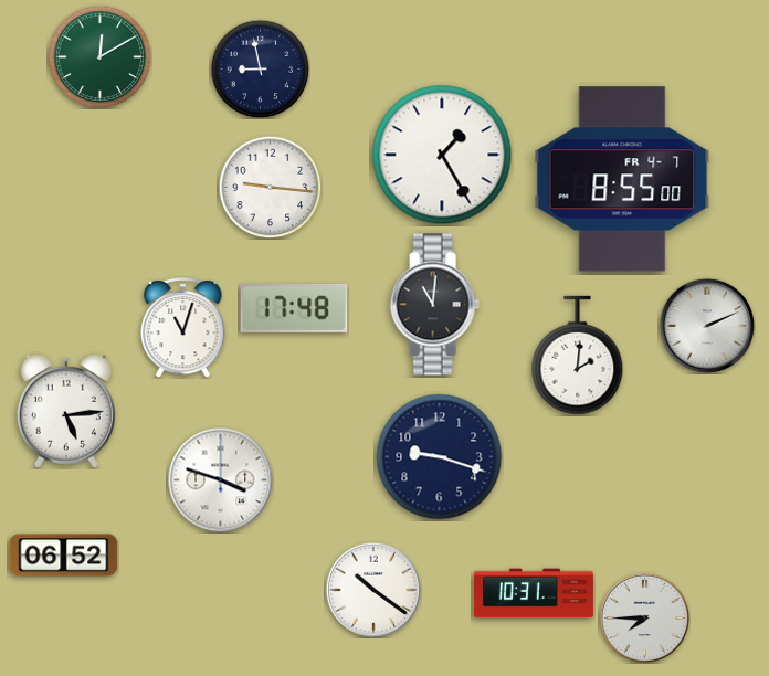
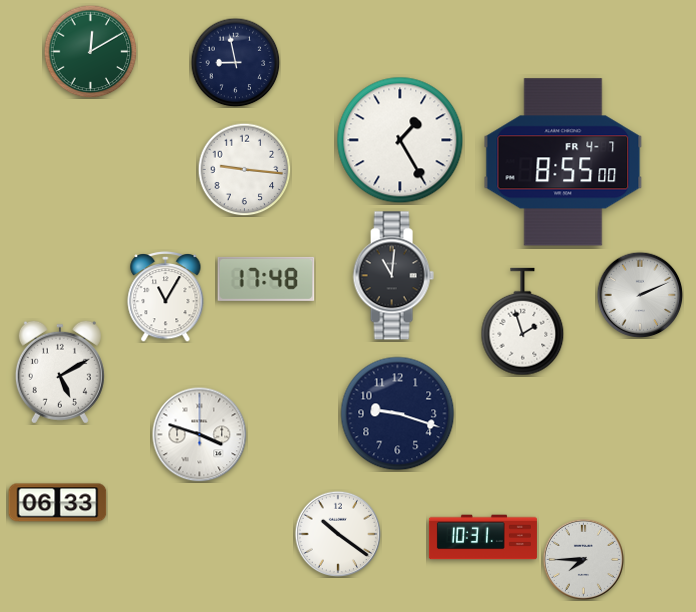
clock at (183, 327): 11:03 -> 11:05
clock at (578, 356): 2:01 -> 1:57
clock at (66, 411): 5:14 -> 5:10
clock at (64, 556): 06:52 -> 06:33
